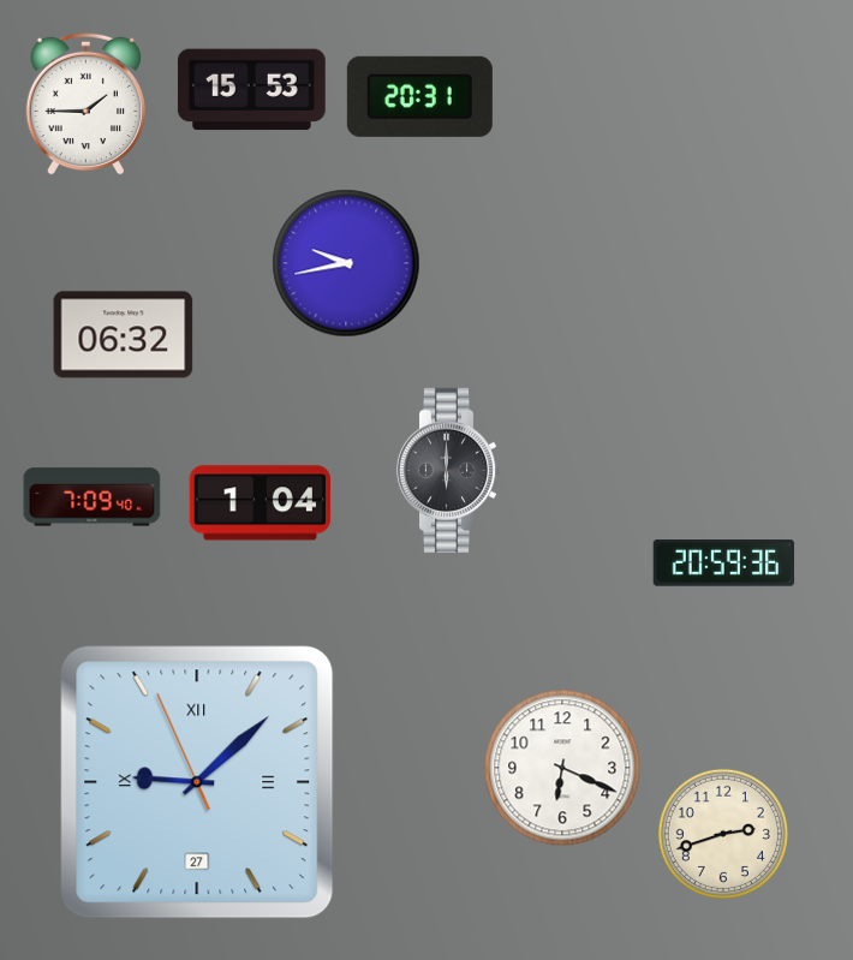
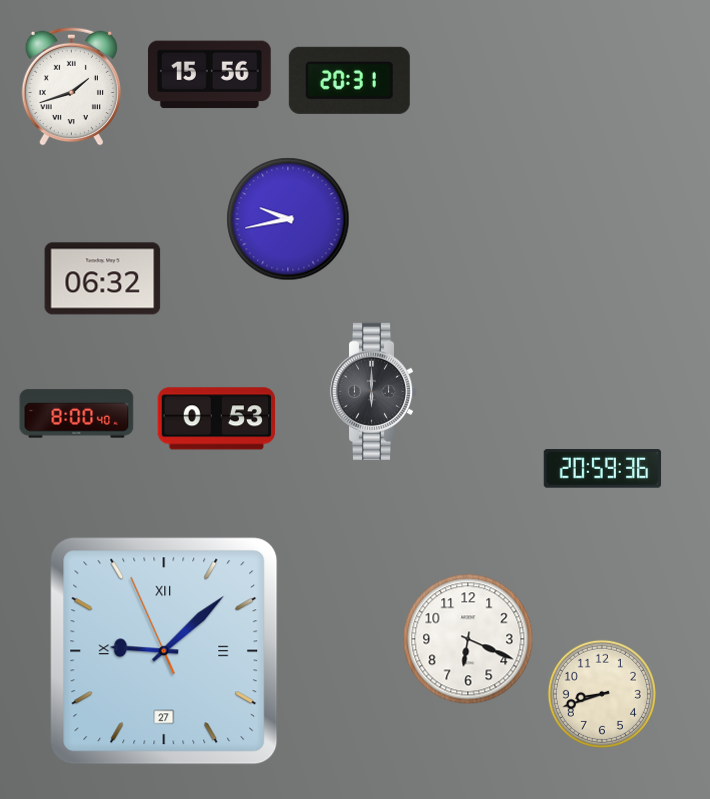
clock at (251, 90): 15:53 -> 15:56
clock at (85, 103): 1:45 -> 1:42
clock at (93, 497): 7:09 -> 8:00
clock at (261, 503): 1:04 -> 0:53
clock at (723, 834): 2:42 -> 8:42
